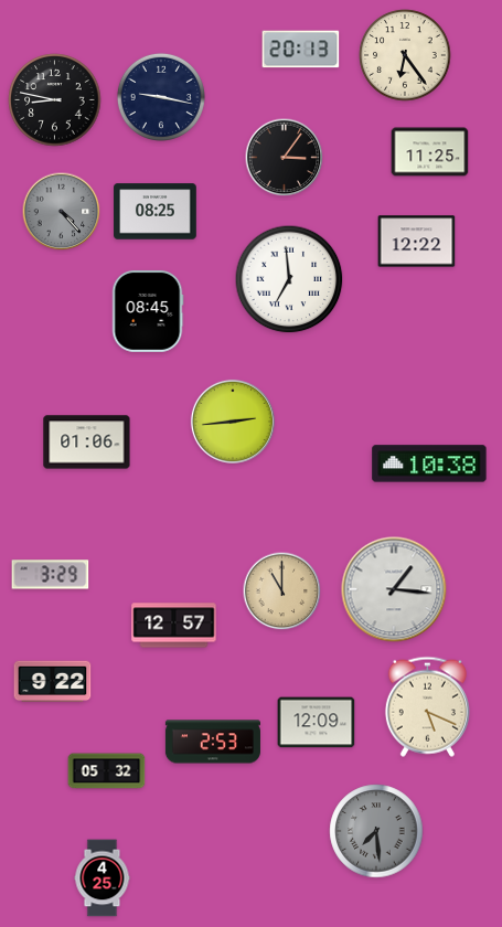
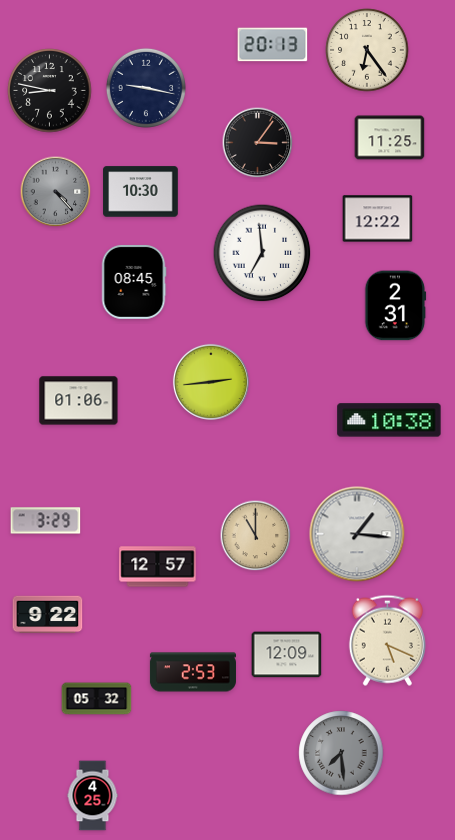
clock at (156, 212): 08:25 -> 10:30
clock at (395, 306): none -> 2:31
clock at (53, 682) position: (53, 682) -> (48, 615)
